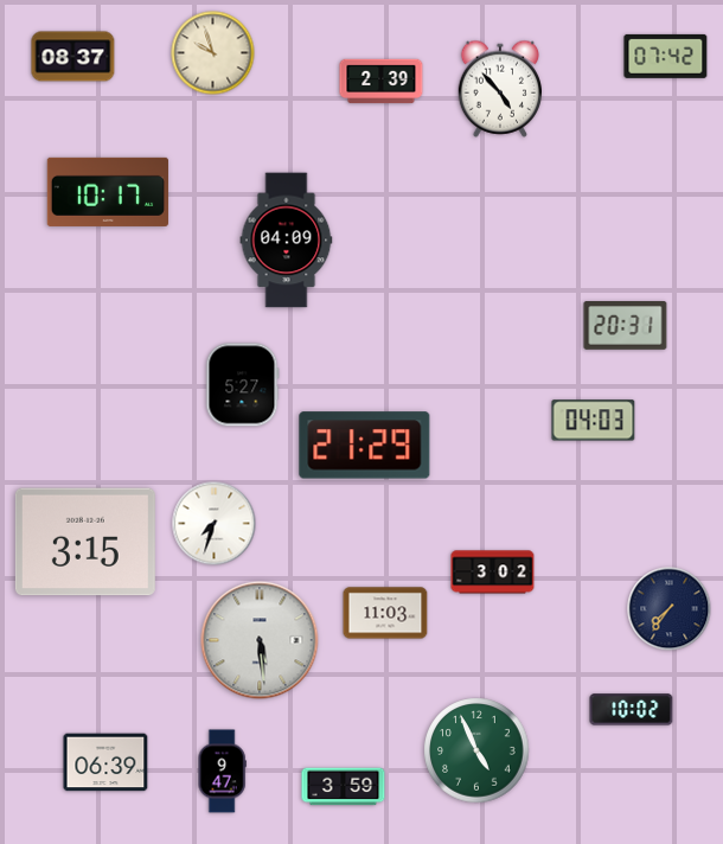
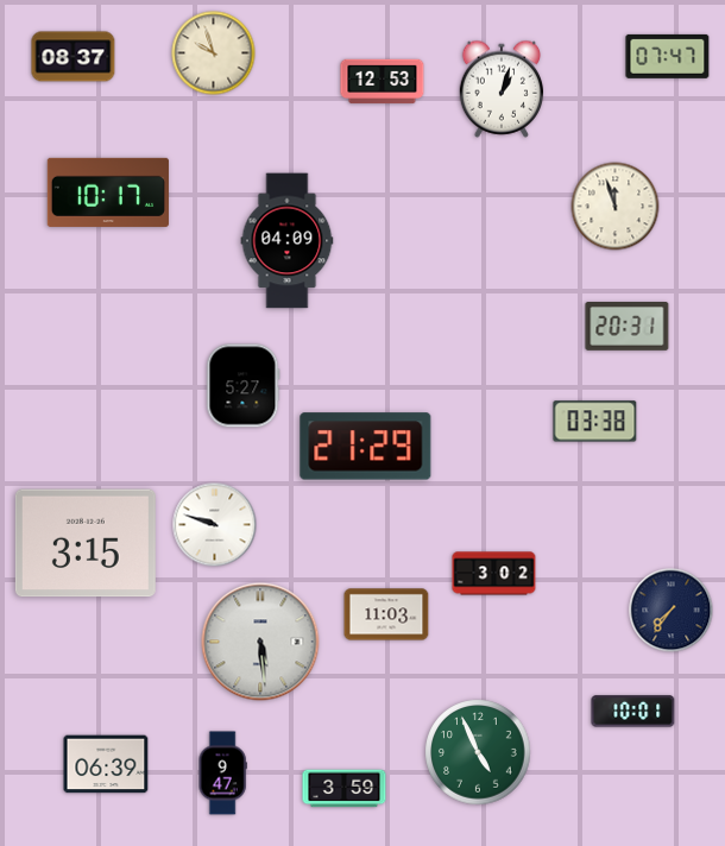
clock at (666, 56): 07:42 -> 07:47
clock at (382, 82): 2:39 -> 12:53
clock at (500, 89): 4:53 -> 1:03
clock at (616, 207): none -> 11:57
clock at (594, 421): 04:03 -> 03:38
clock at (215, 524): 7:33 -> 9:48
clock at (632, 710): 10:02 -> 10:01
